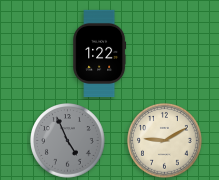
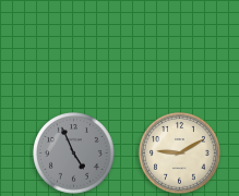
clock at (100, 54): 1:22 -> none
